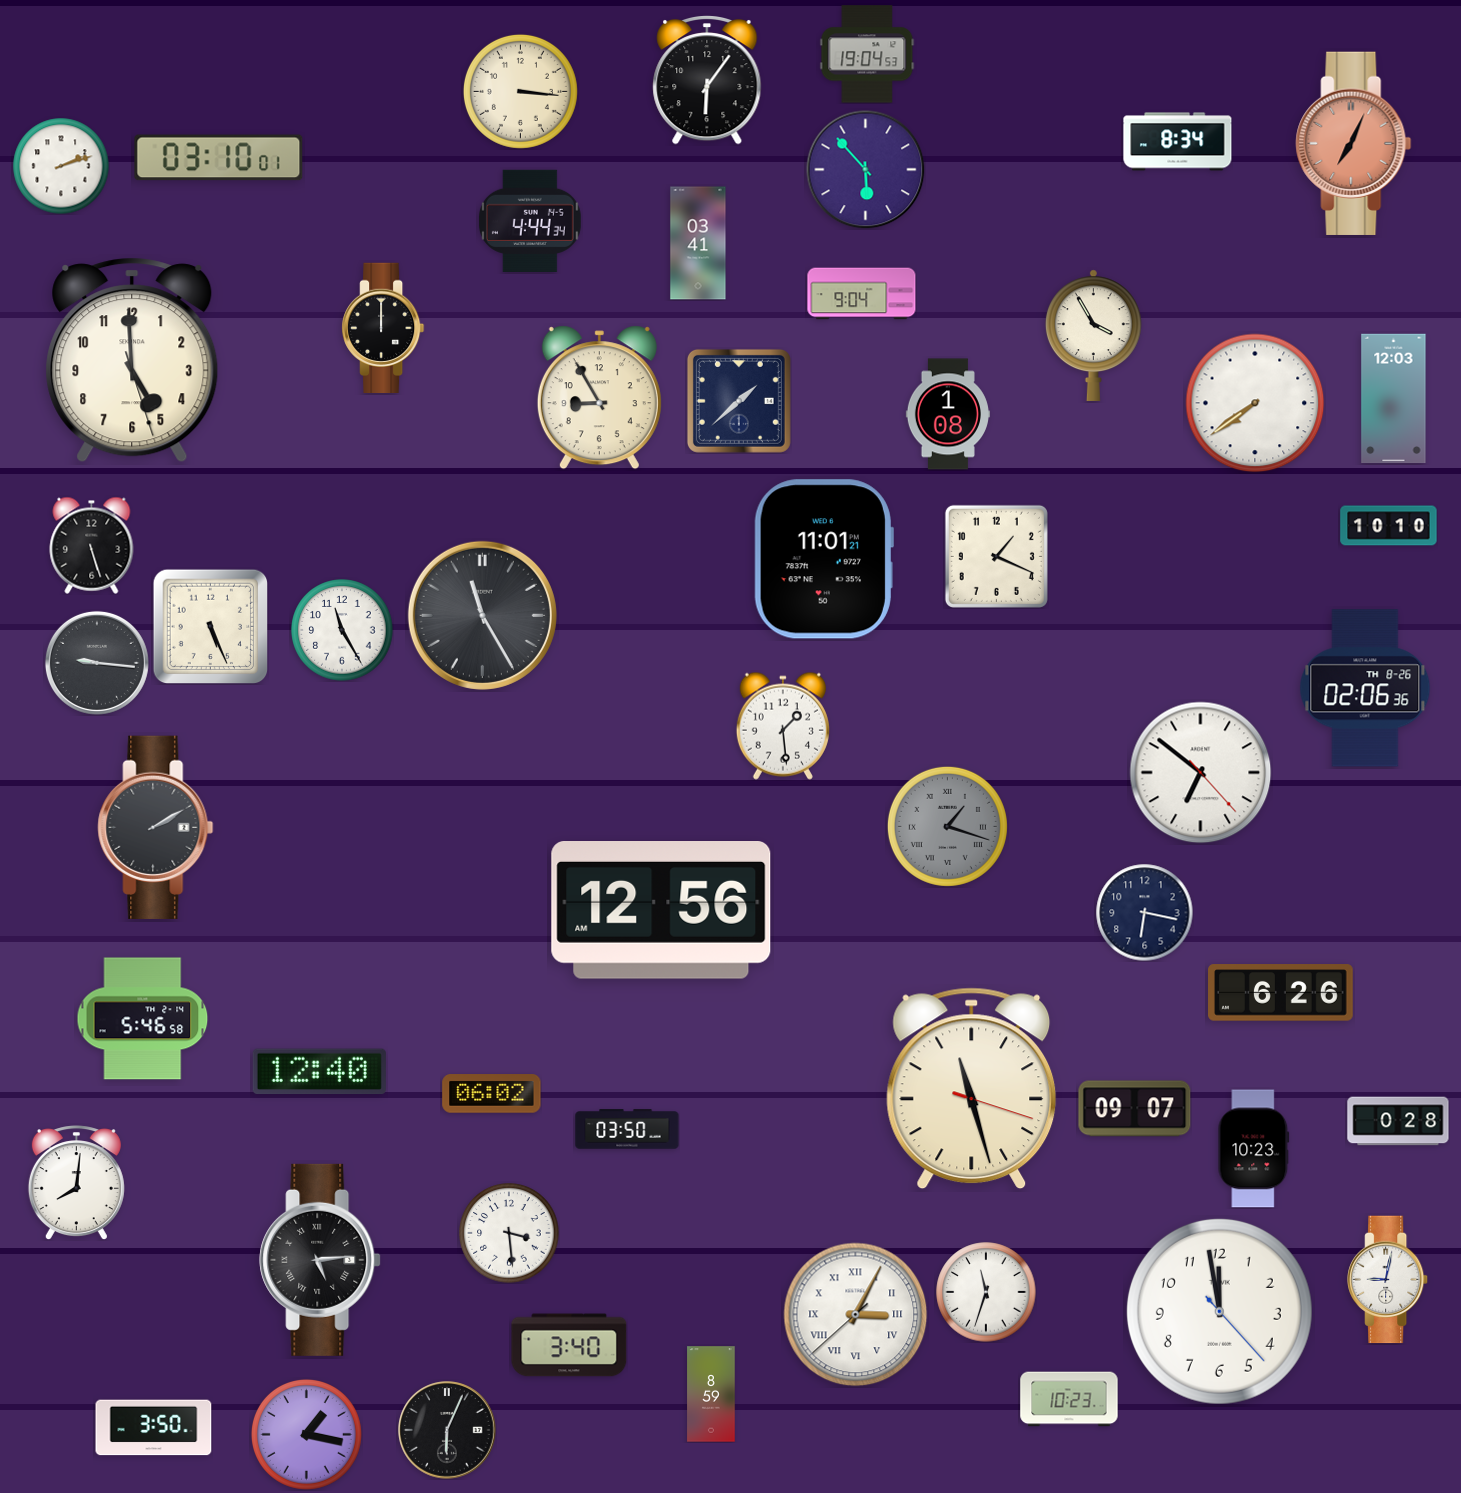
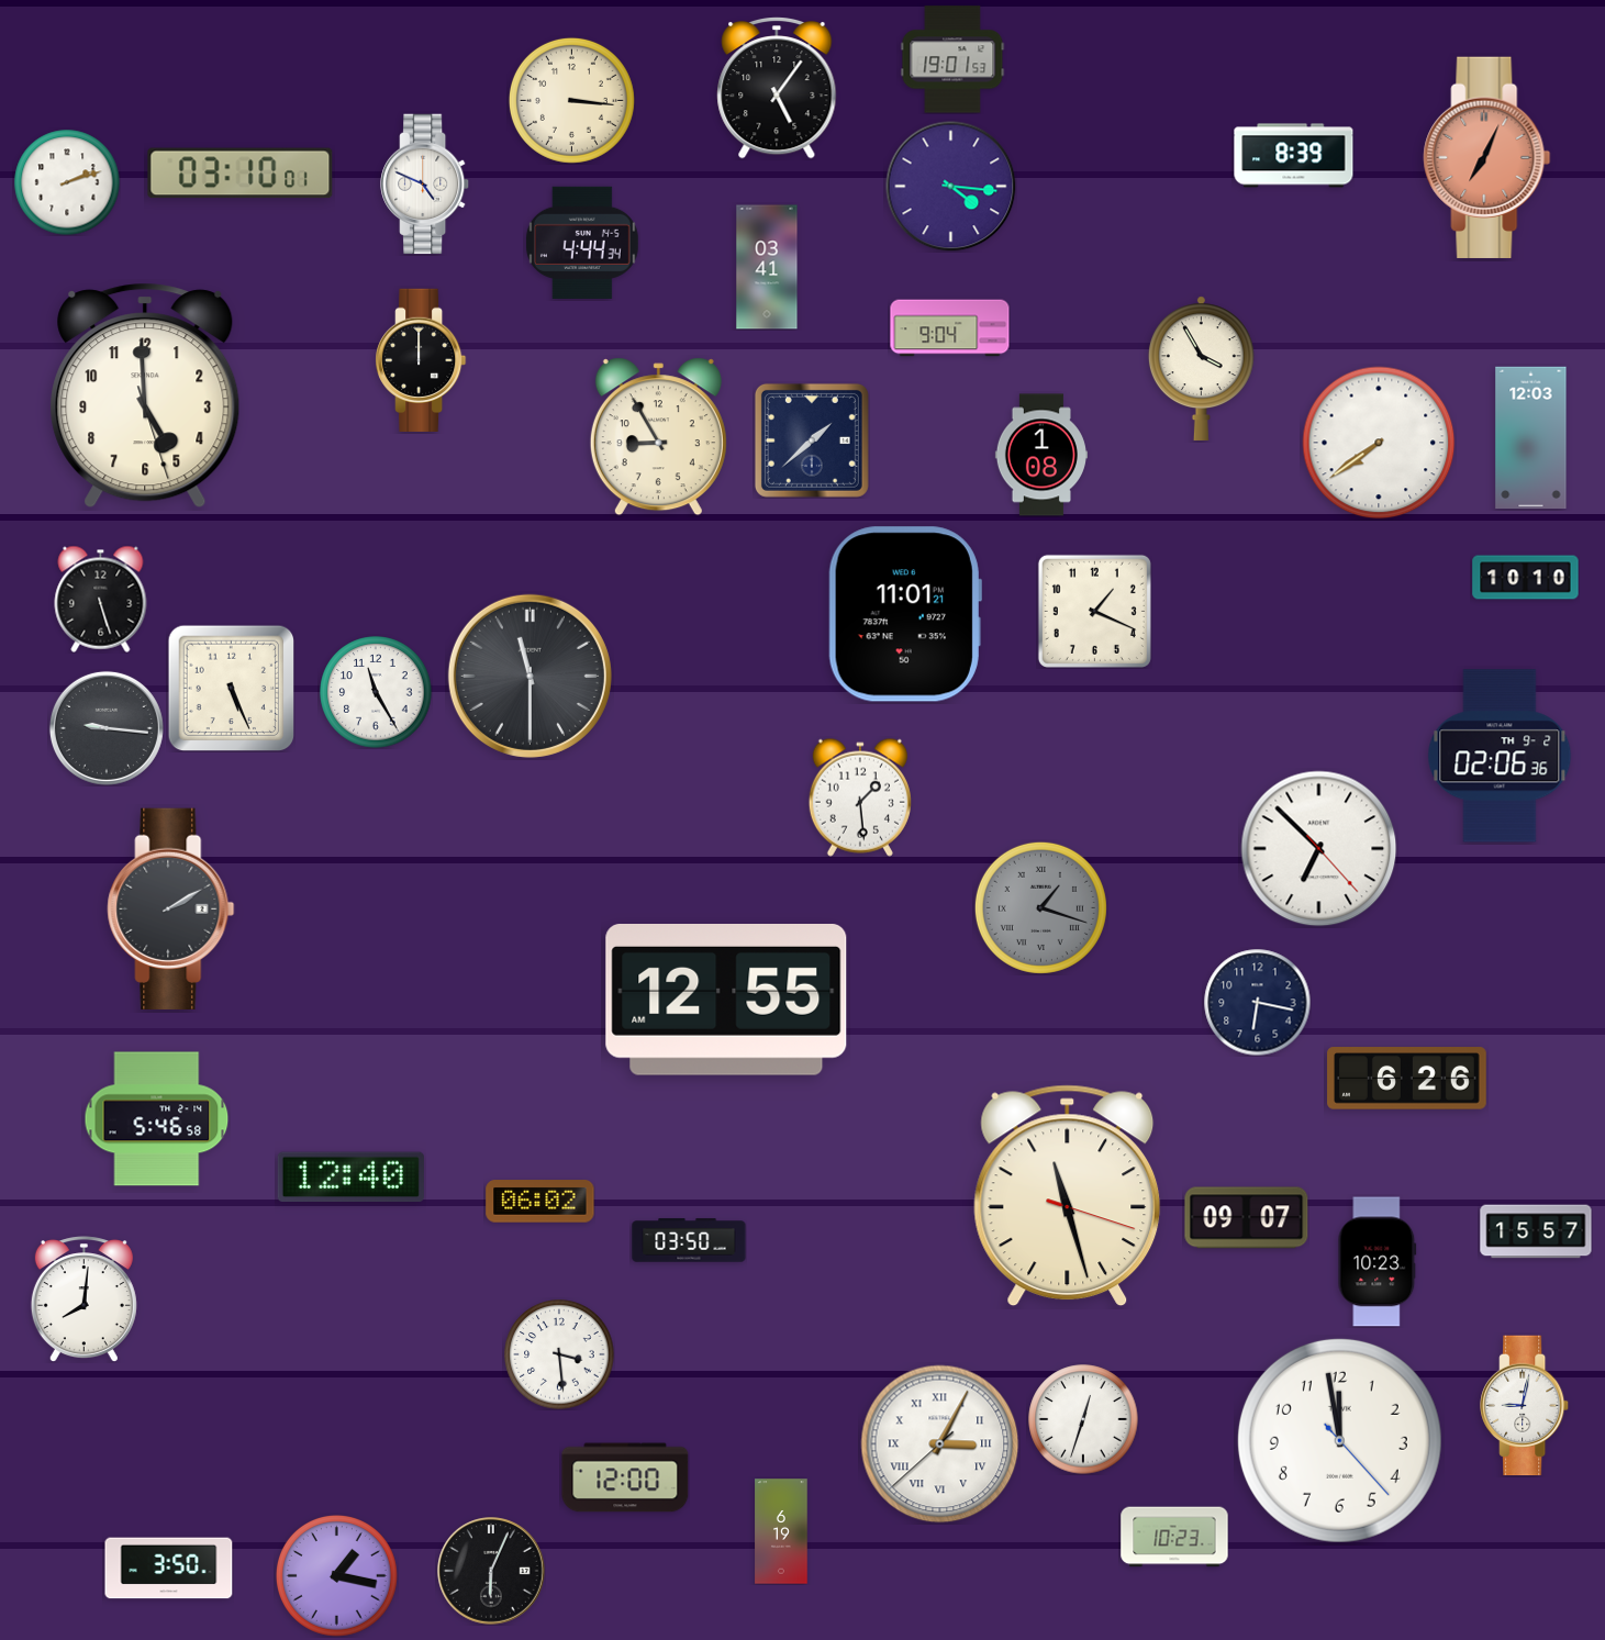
clock at (867, 54): 19:04 -> 19:01
clock at (707, 80): 6:06 -> 5:06
clock at (1178, 142): 8:34 -> 8:39
clock at (425, 185): none -> 4:49
clock at (866, 170): 5:53 -> 4:16
clock at (862, 294) position: (862, 294) -> (950, 328)
clock at (482, 615): 11:25 -> 11:30
clock at (1365, 688) date: TH 8-26 -> TH 9-2
clock at (1201, 773): 6:51 -> 6:52
clock at (661, 911): 12:56 -> 12:55
clock at (1281, 993) position: (1281, 993) -> (1407, 1079)
clock at (1398, 1121): 0:28 -> 15:57
clock at (320, 1260): 5:14 -> none
clock at (986, 1292): 11:33 -> 12:33
clock at (569, 1345): 3:40 -> 12:00
clock at (711, 1394): 8:59 -> 6:19
